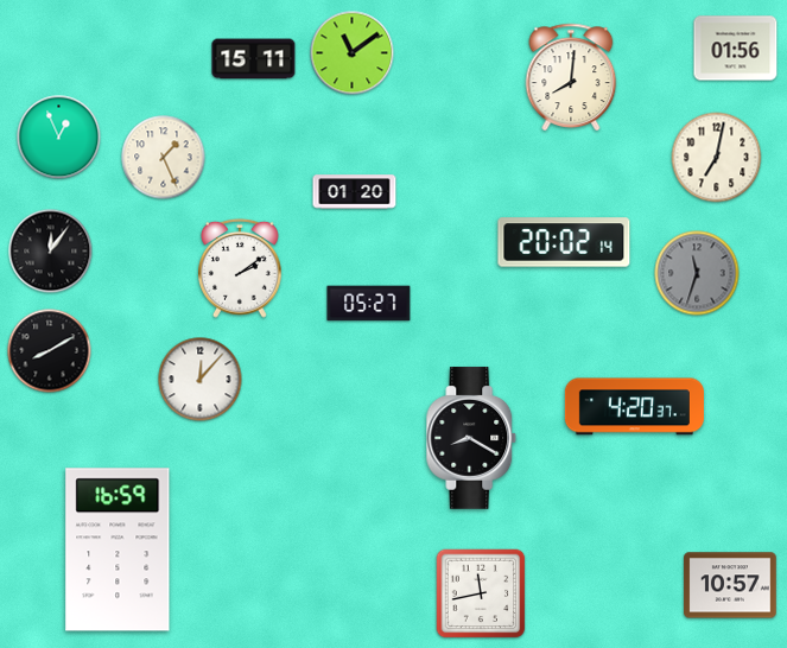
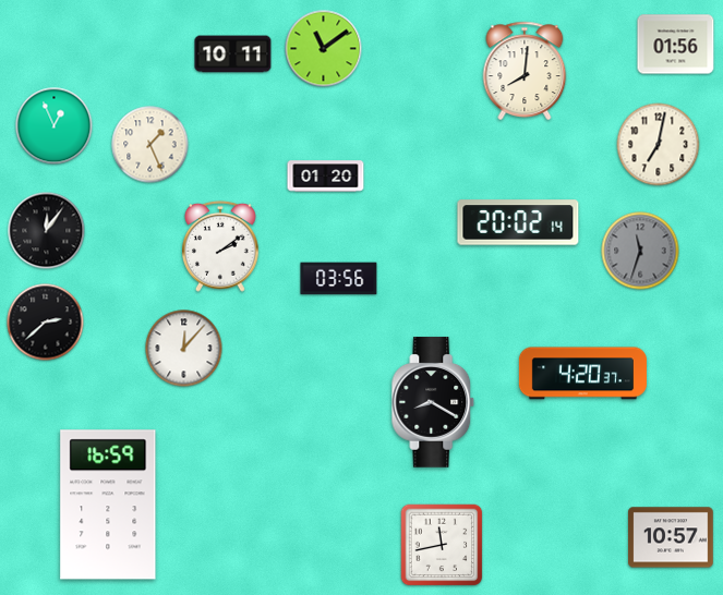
clock at (254, 59): 15:11 -> 10:11
clock at (369, 304): 05:27 -> 03:56
clock at (50, 351): 8:10 -> 2:38
